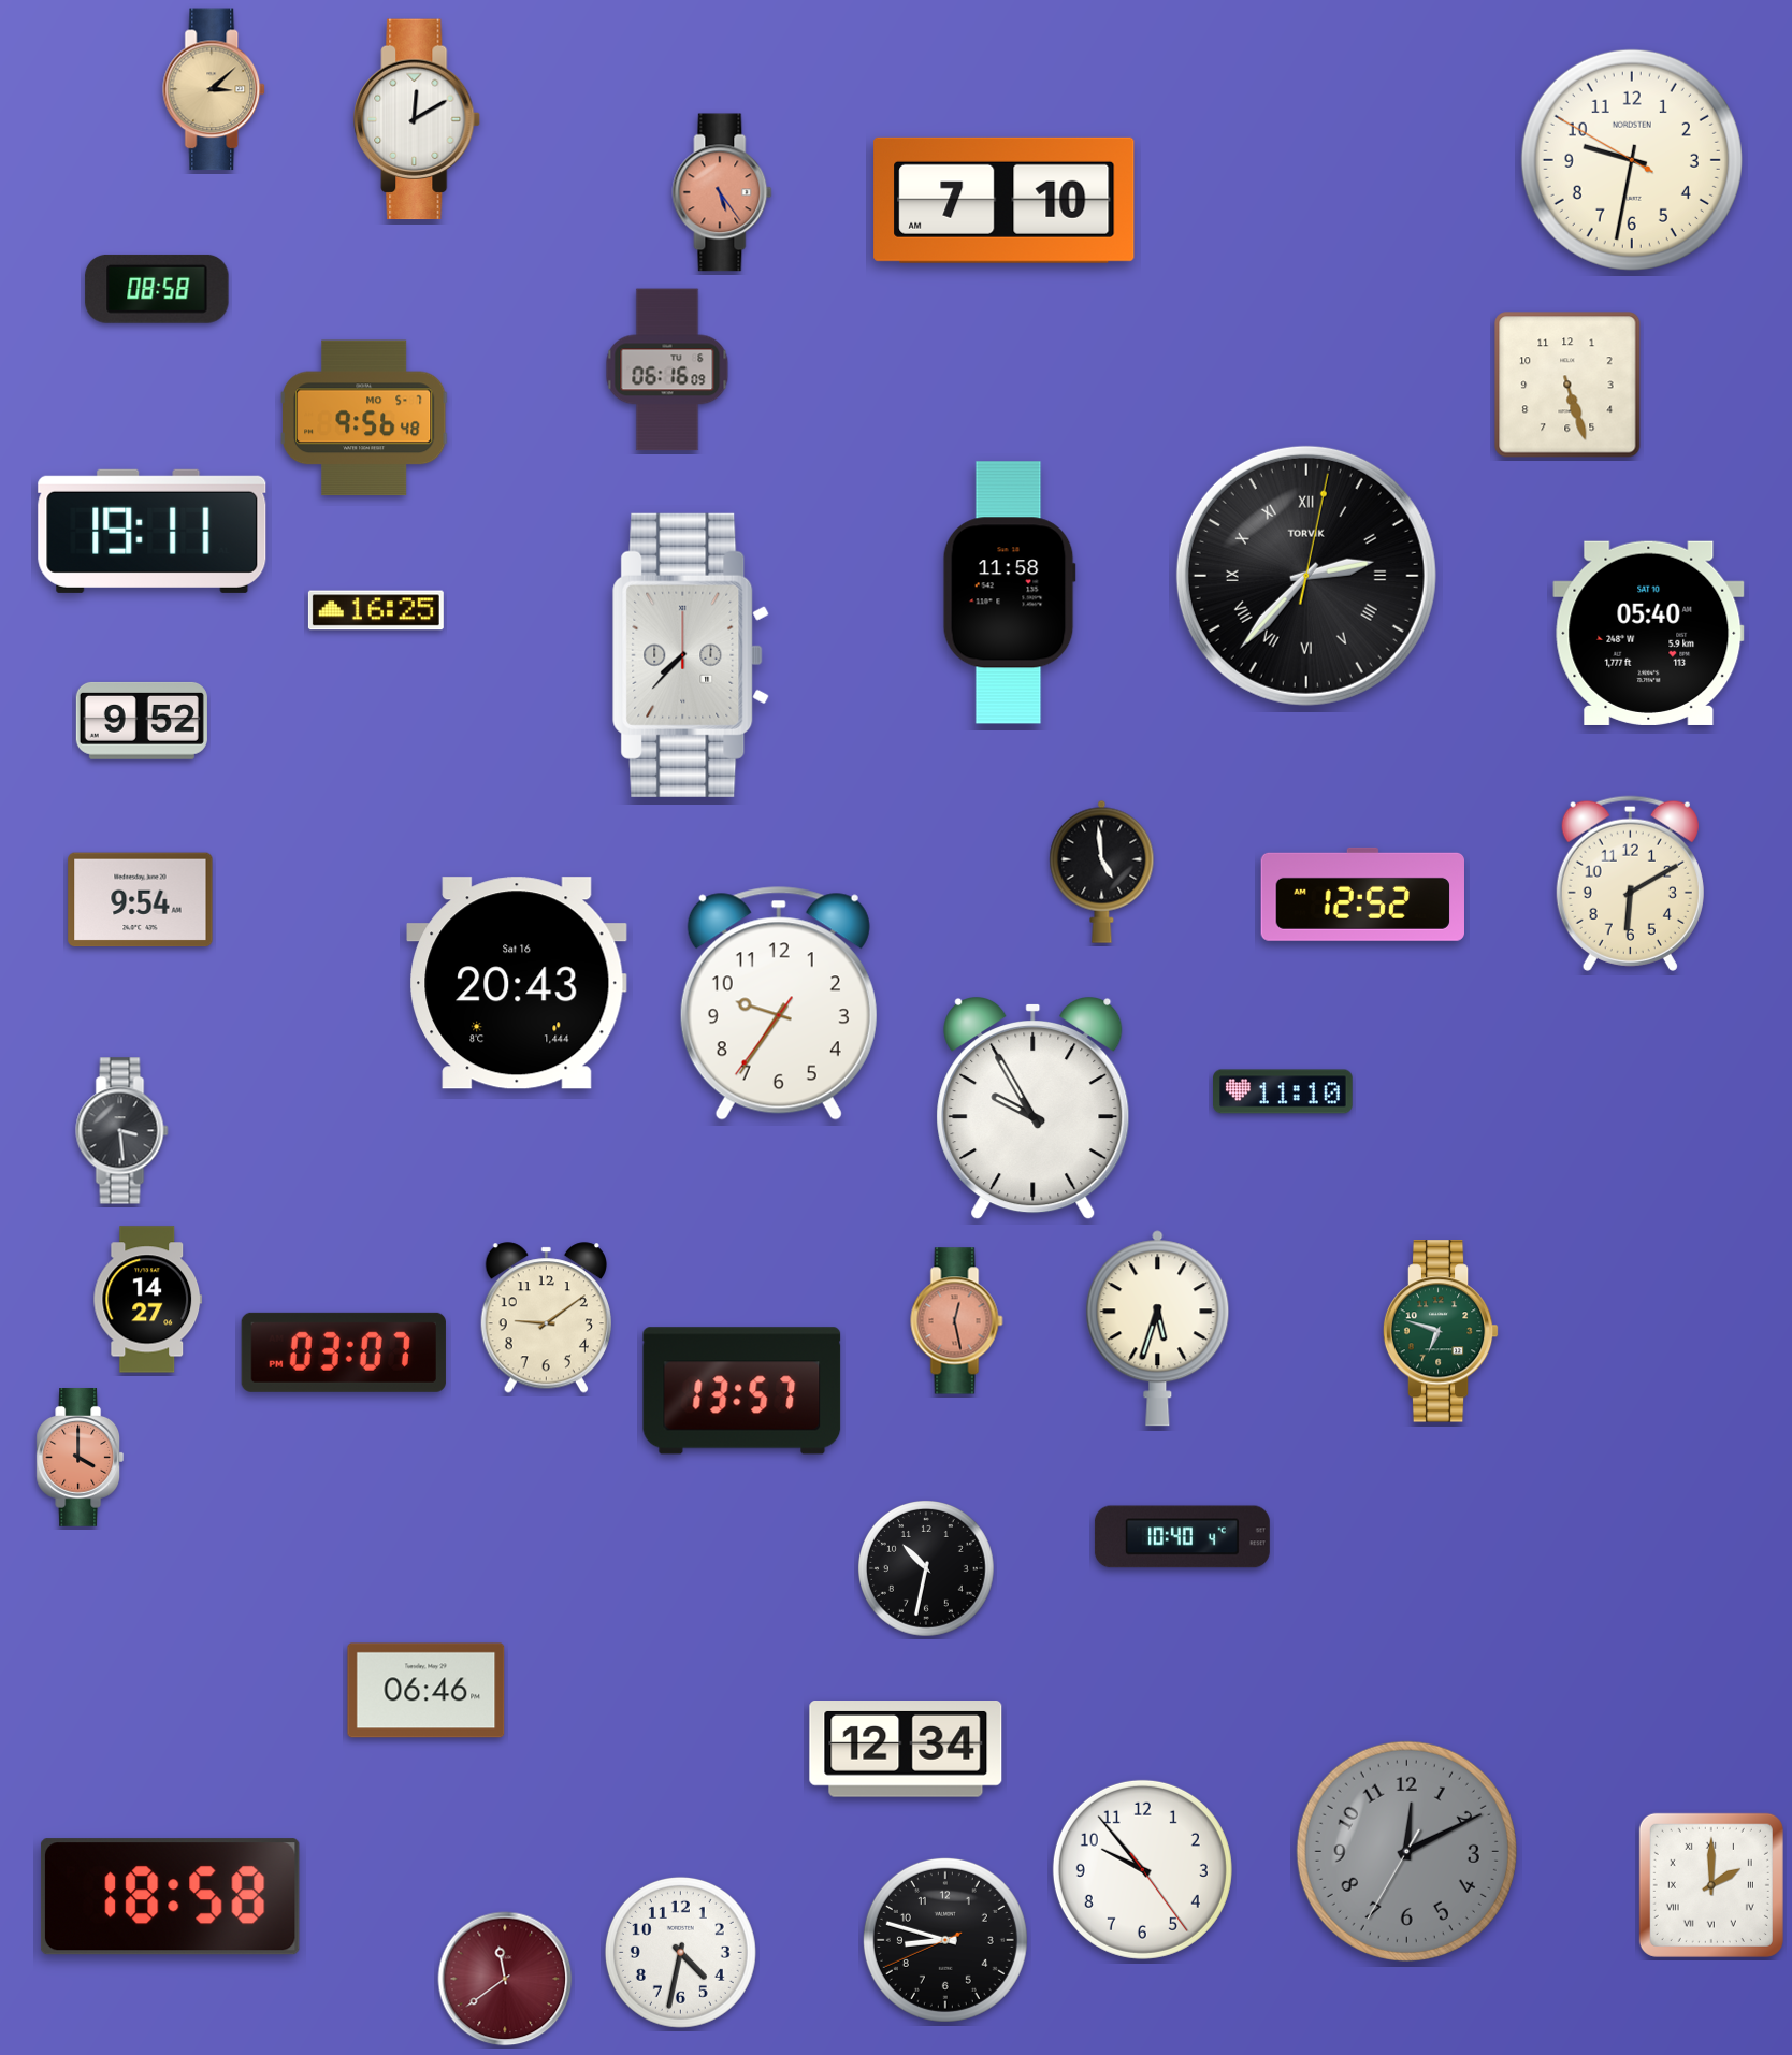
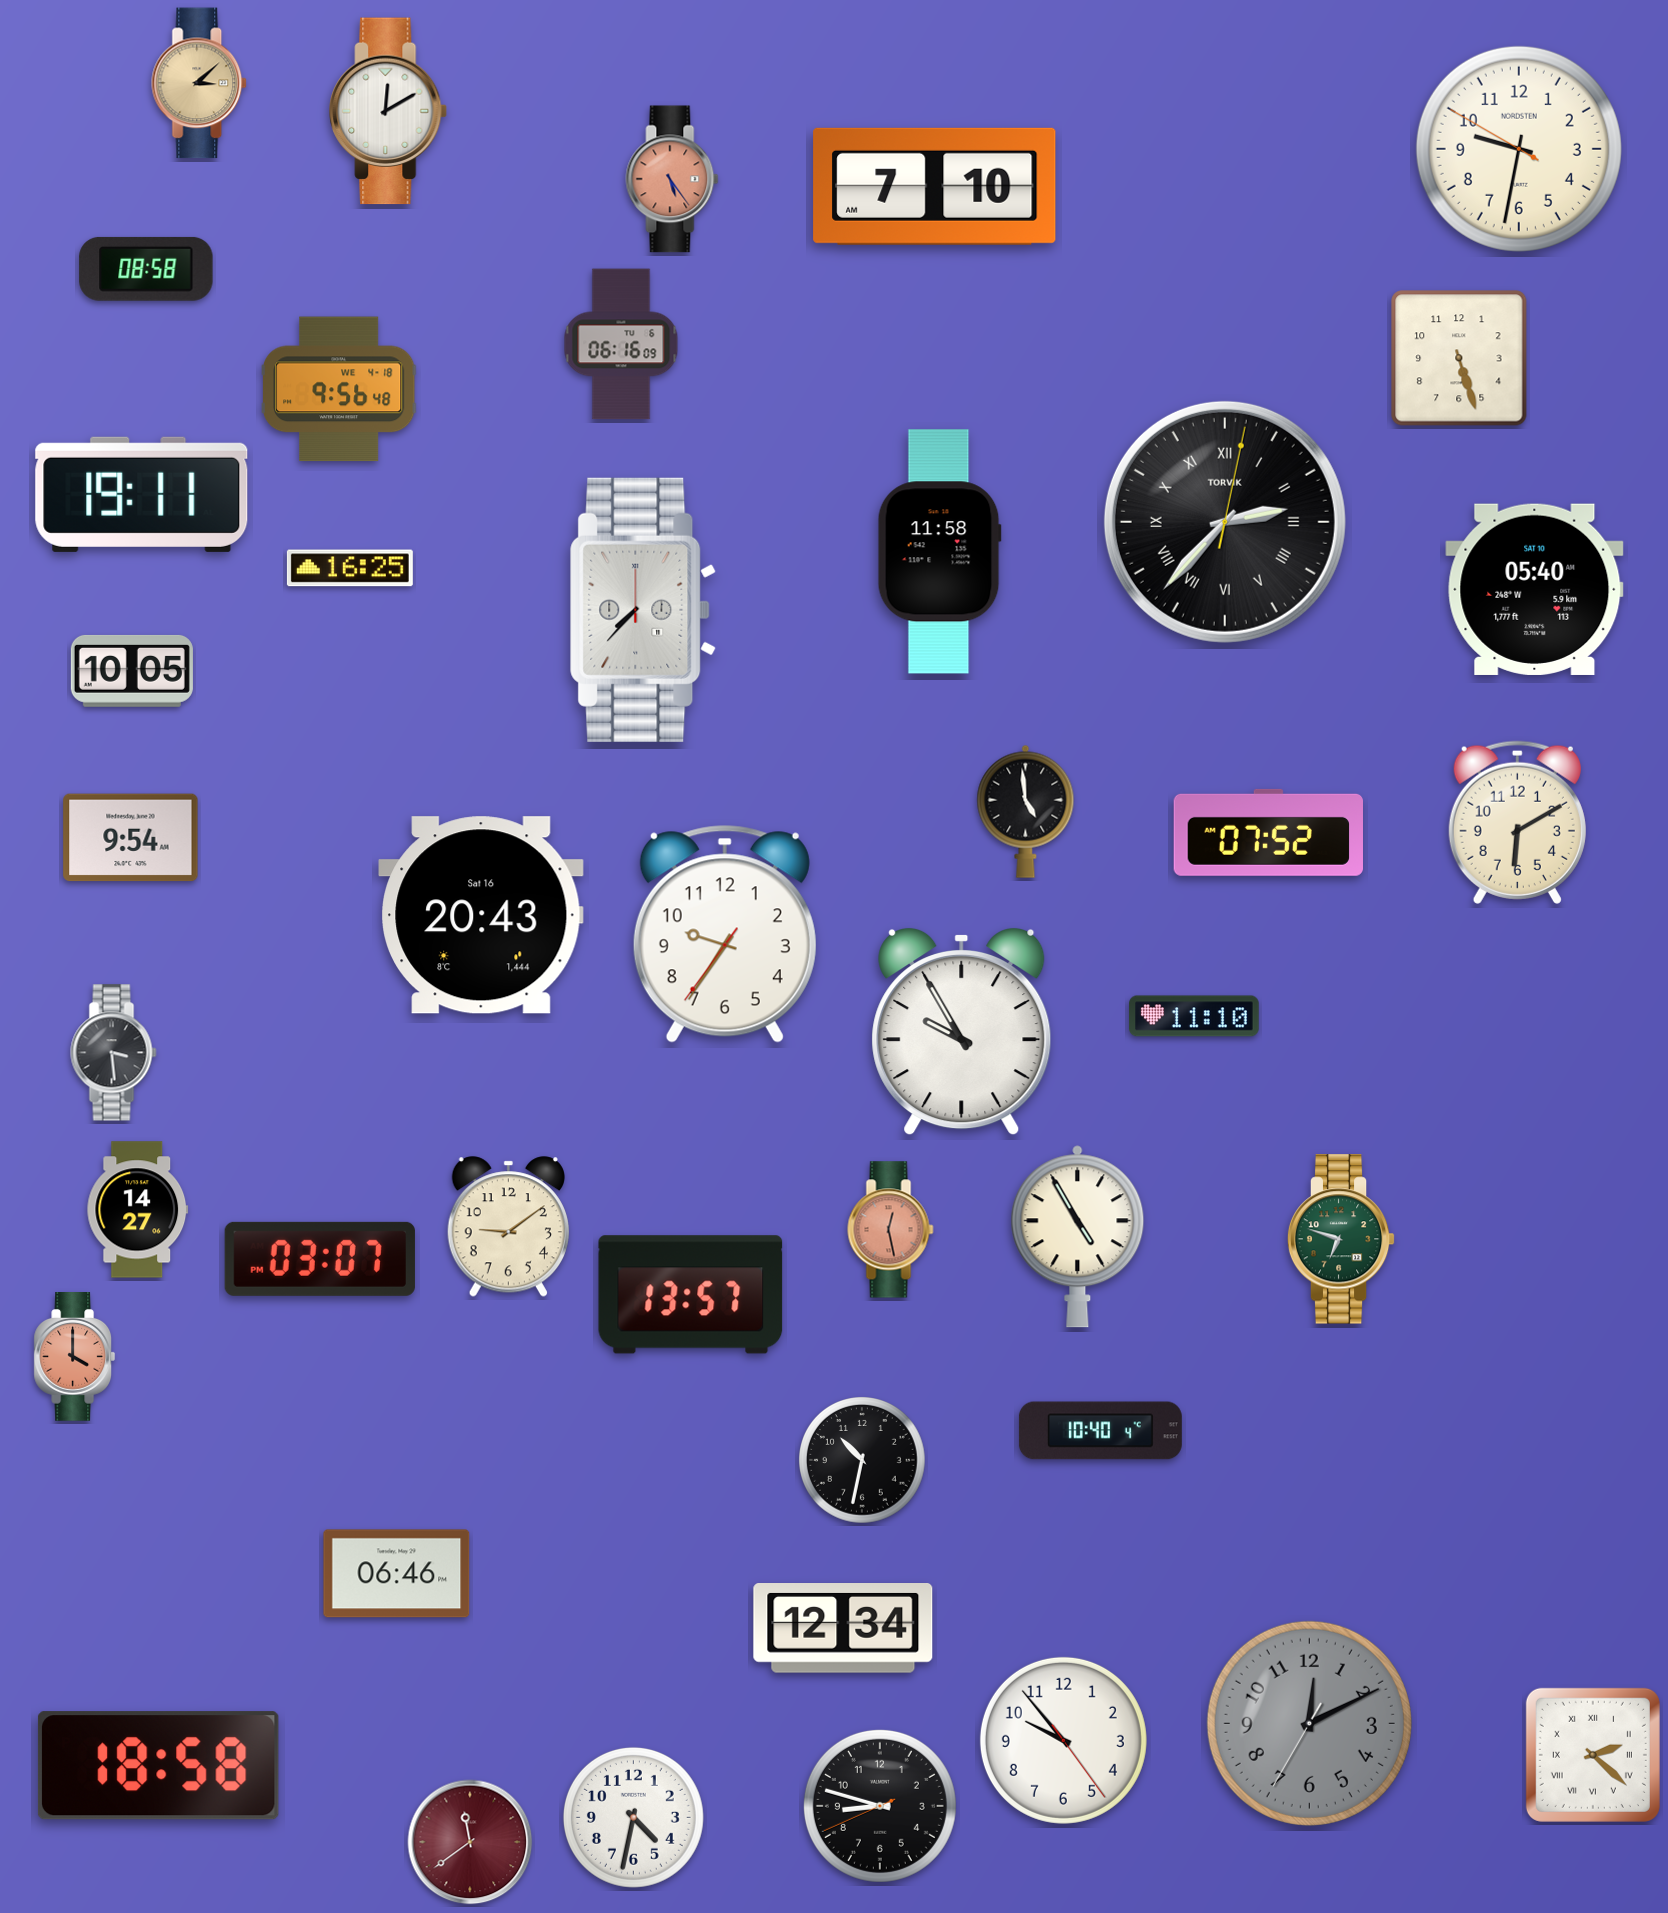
clock at (365, 418) date: MO 5-7 -> WE 4-18
clock at (1306, 576) position: (1306, 576) -> (1225, 522)
clock at (142, 721): 9:52 -> 10:05
clock at (1362, 894): 12:52 -> 07:52
clock at (1158, 1329): 5:33 -> 4:55
clock at (1711, 1885): 2:00 -> 2:22
